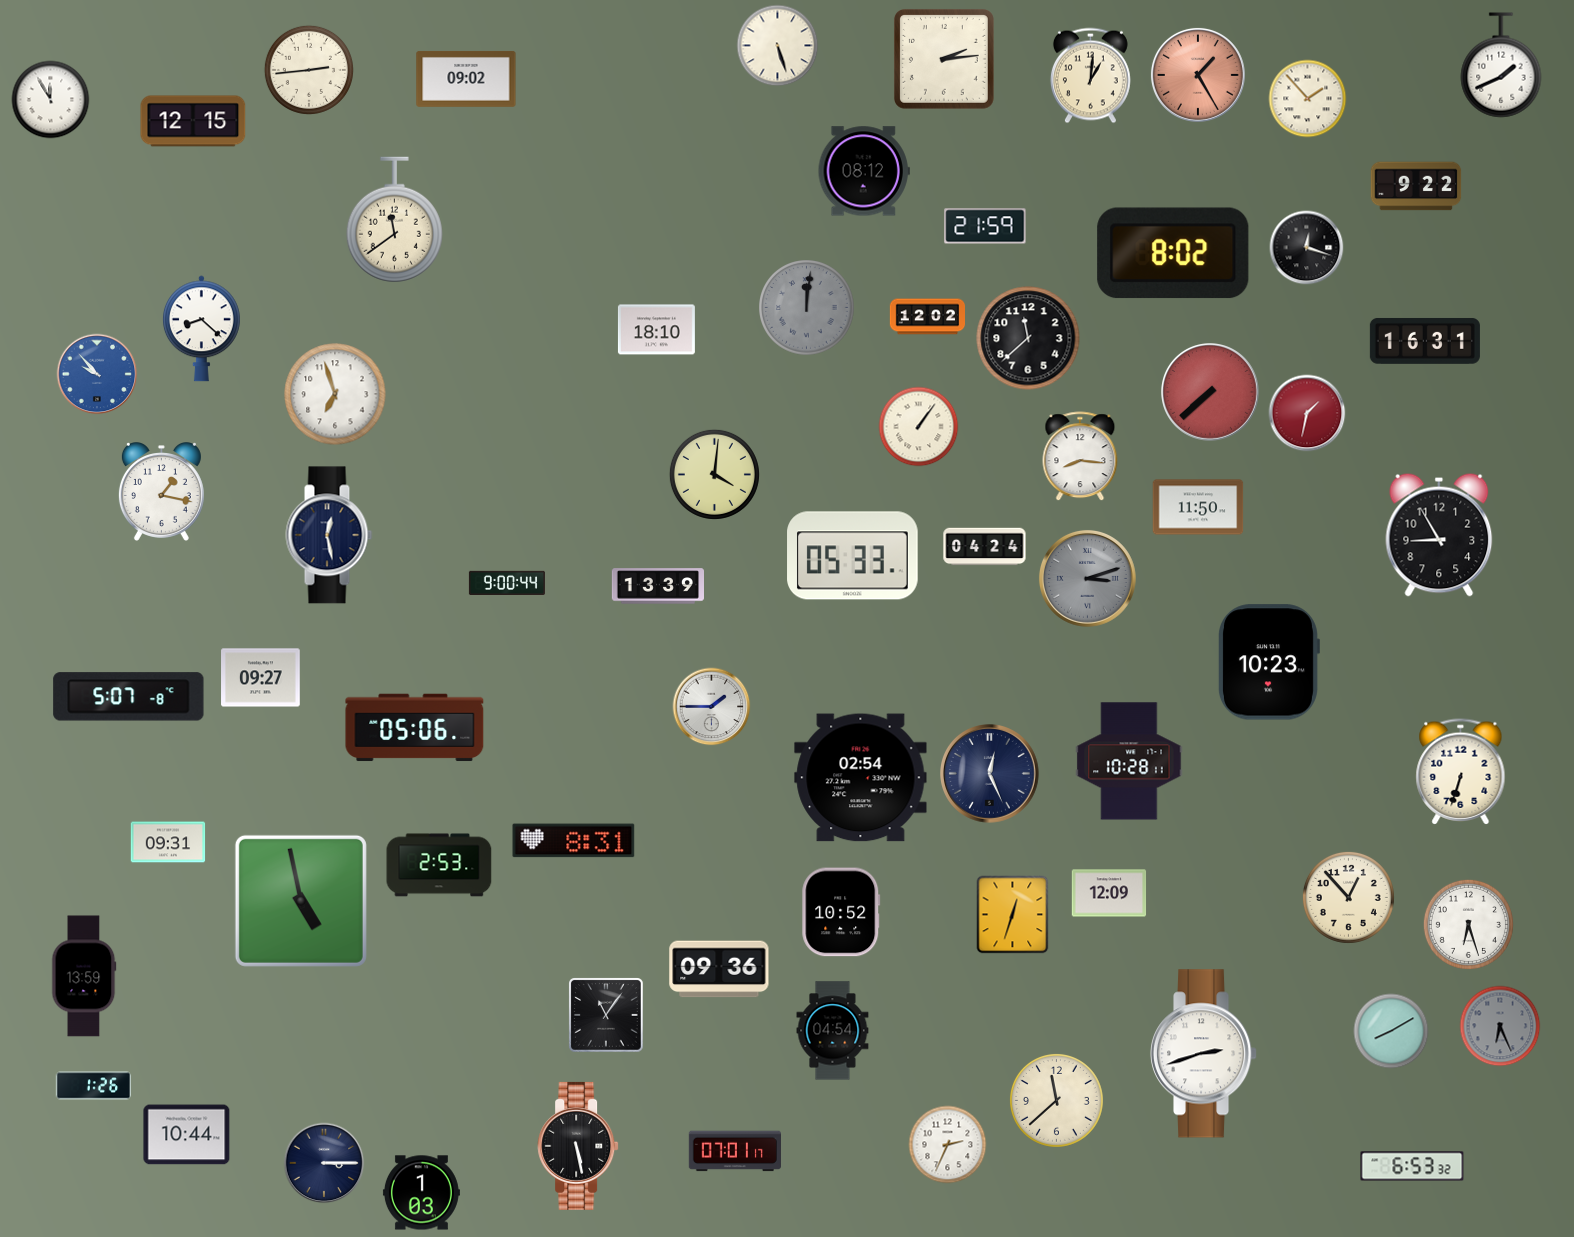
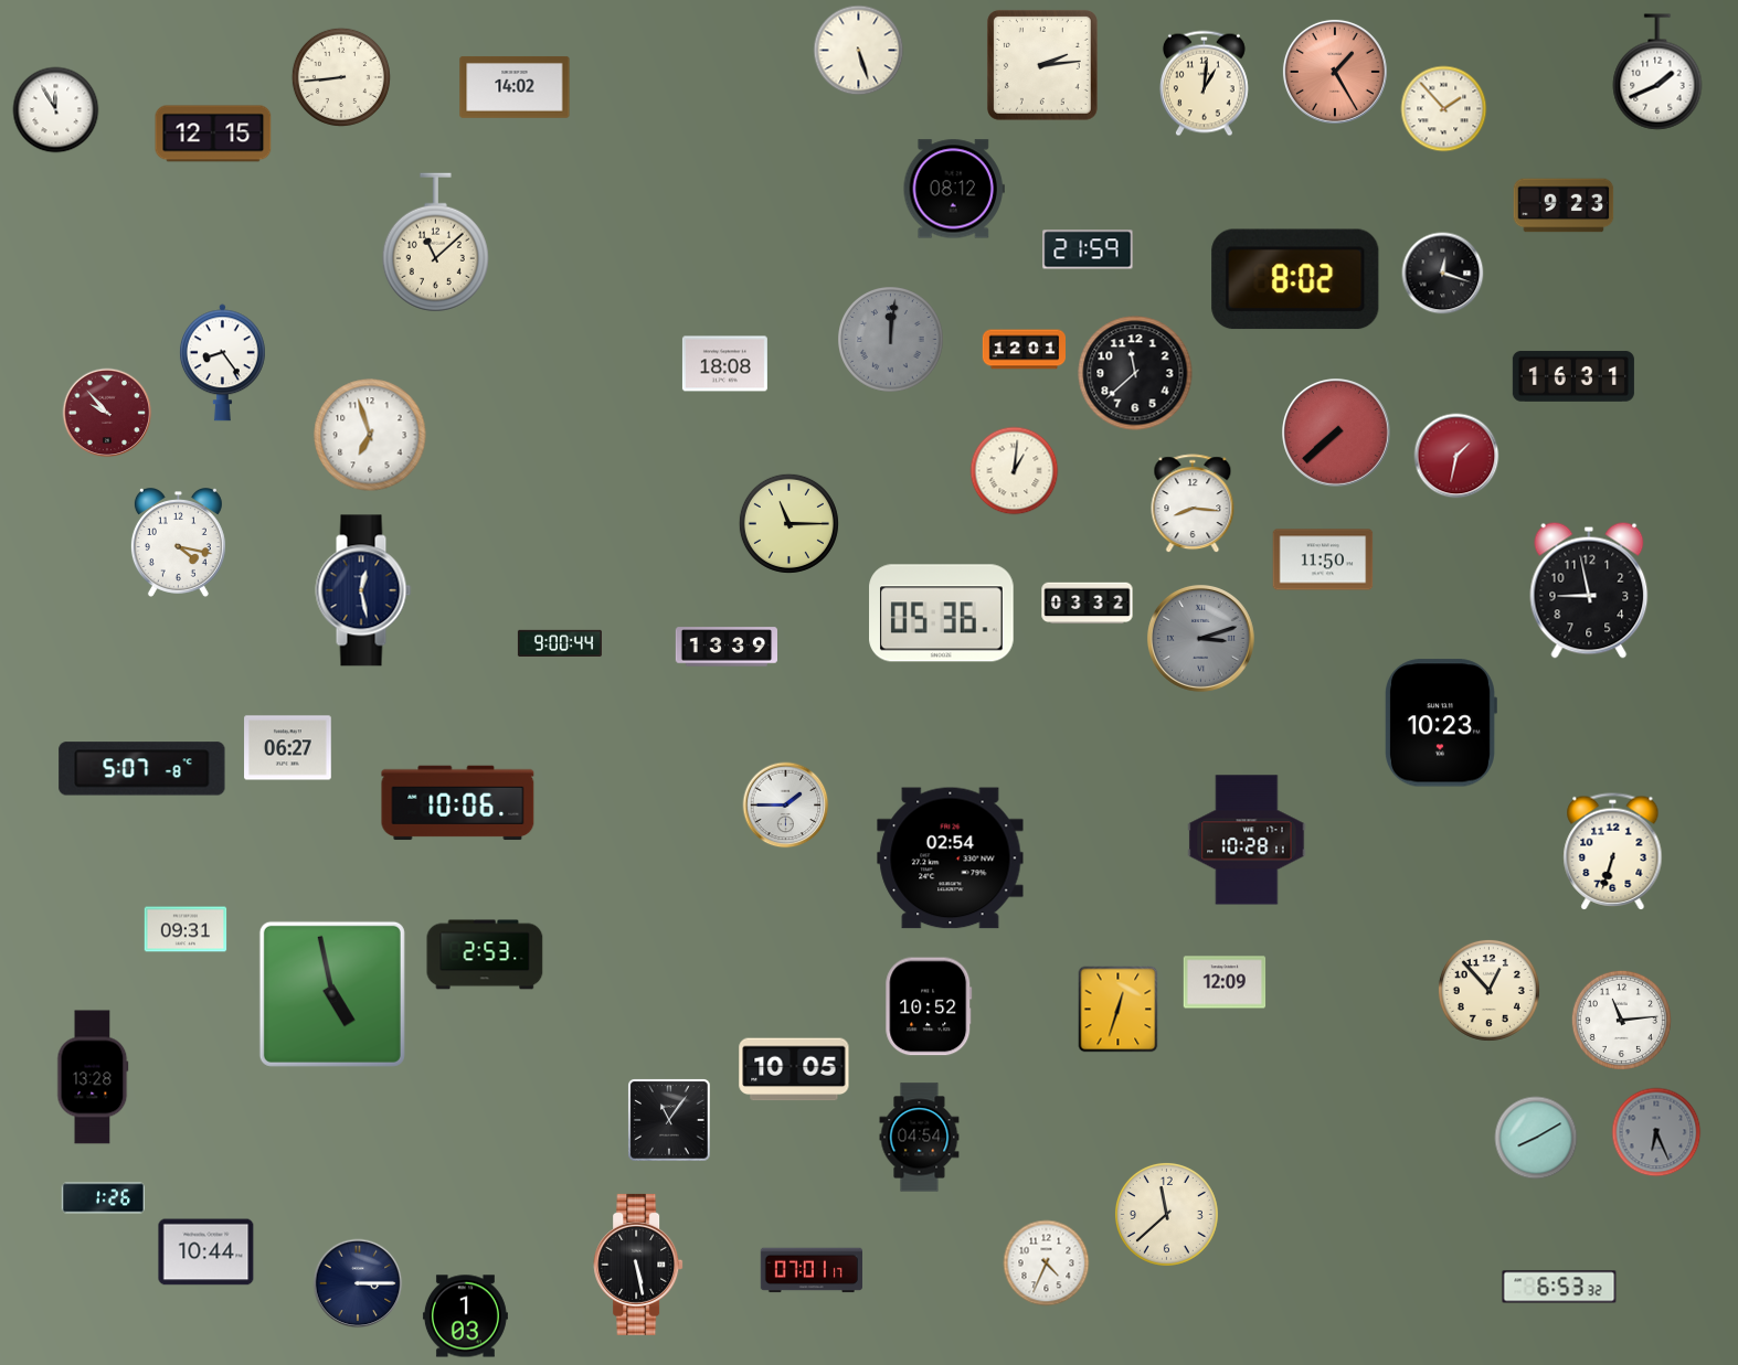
clock at (309, 70): 2:44 -> 8:44
clock at (1198, 75) position: (1198, 75) -> (1335, 72)
clock at (466, 79): 09:02 -> 14:02
clock at (1416, 186): 9:22 -> 9:23
clock at (394, 220): 11:39 -> 11:08
clock at (927, 317): 12:02 -> 12:01
clock at (201, 329): 8:22 -> 8:24
clock at (656, 330): 18:10 -> 18:08
clock at (97, 374) dial: blue -> burgundy
clock at (1307, 413) position: (1307, 413) -> (1456, 456)
clock at (919, 427): 1:06 -> 1:01
clock at (714, 474): 4:01 -> 11:15
clock at (161, 492): 1:17 -> 4:17
clock at (1439, 535): 8:55 -> 8:58
clock at (985, 547): 04:24 -> 03:32
clock at (853, 556): 05:33 -> 05:36
clock at (1268, 662) position: (1268, 662) -> (1440, 723)
clock at (261, 678): 09:27 -> 06:27
clock at (712, 707) position: (712, 707) -> (786, 806)
clock at (415, 728): 05:06 -> 10:06
clock at (990, 774): 12:26 -> none
clock at (574, 841): 8:31 -> none
clock at (1109, 893) position: (1109, 893) -> (1225, 982)
clock at (1468, 924): 6:27 -> 11:14
clock at (719, 969): 09:36 -> 10:05
clock at (84, 976): 13:59 -> 13:28
clock at (1204, 1054): 2:42 -> none
clock at (948, 1145): 2:34 -> 4:34
